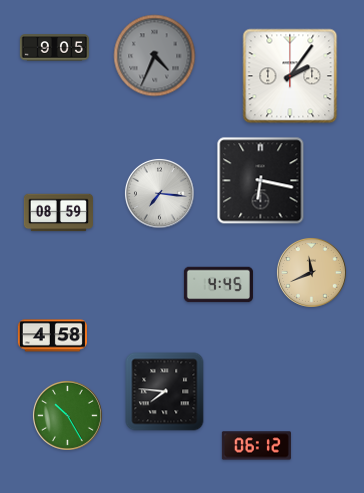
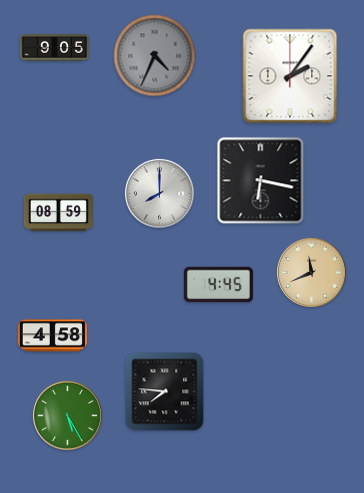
clock at (159, 193): 7:16 -> 8:00
clock at (67, 415): 10:25 -> 5:25
clock at (256, 446): 06:12 -> none
